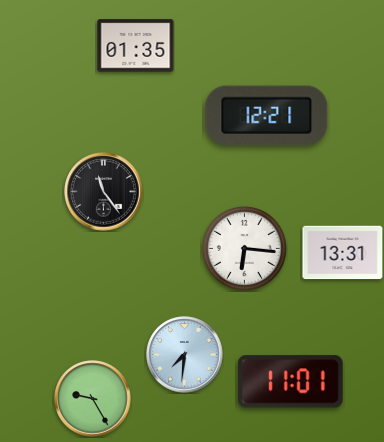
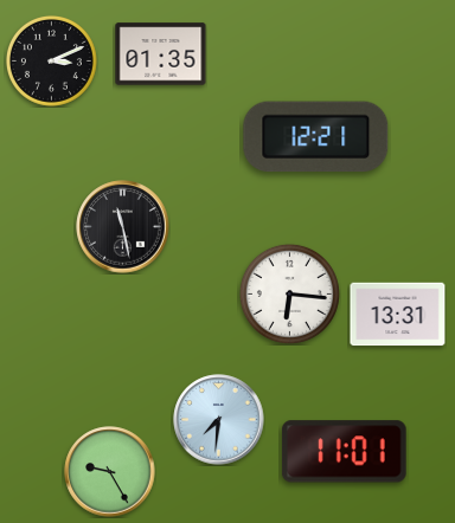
clock at (51, 60): none -> 3:11
clock at (104, 192): 11:24 -> 11:28
clock at (343, 253) position: (343, 253) -> (398, 315)
